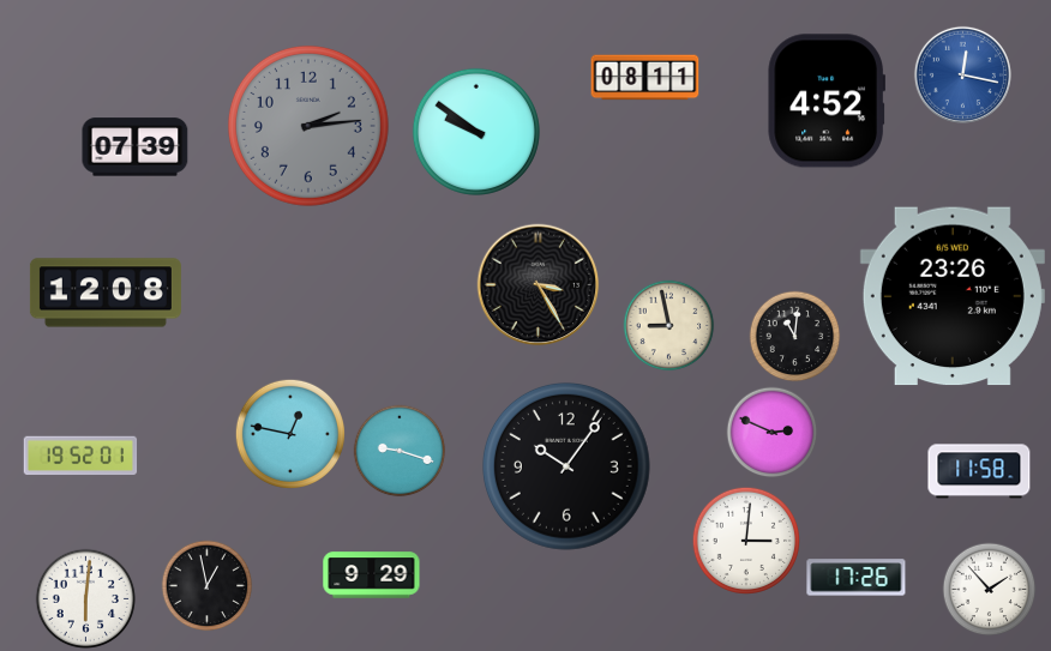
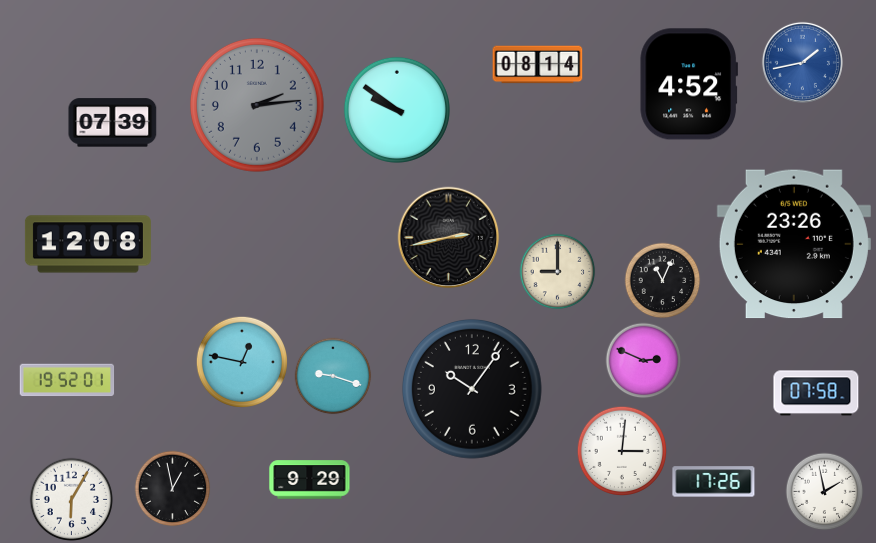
clock at (962, 74): 12:17 -> 1:43
clock at (645, 78): 08:11 -> 08:14
clock at (539, 285): 3:25 -> 2:43
clock at (953, 296) position: (953, 296) -> (794, 244)
clock at (669, 326): 8:58 -> 9:00
clock at (795, 337): 11:01 -> 11:04
clock at (979, 471): 11:58 -> 07:58
clock at (990, 590): 1:53 -> 1:58
clock at (86, 599): 6:01 -> 6:05
